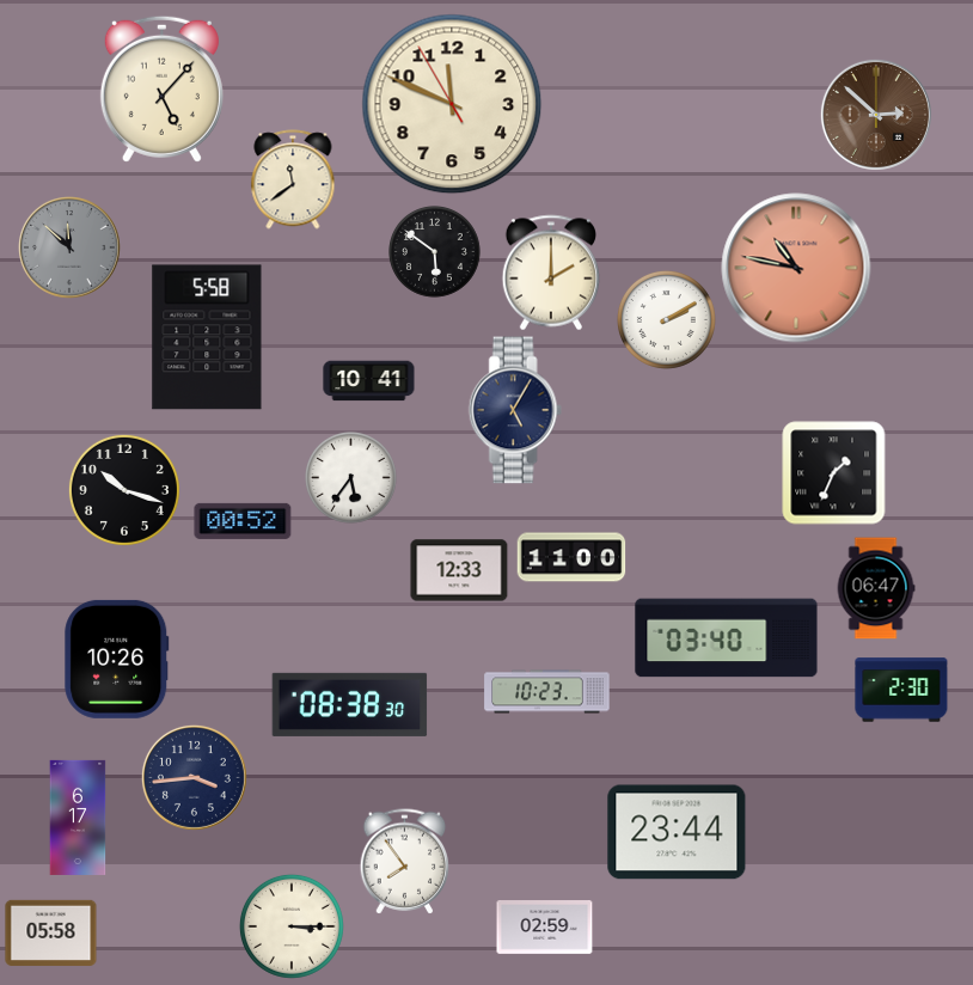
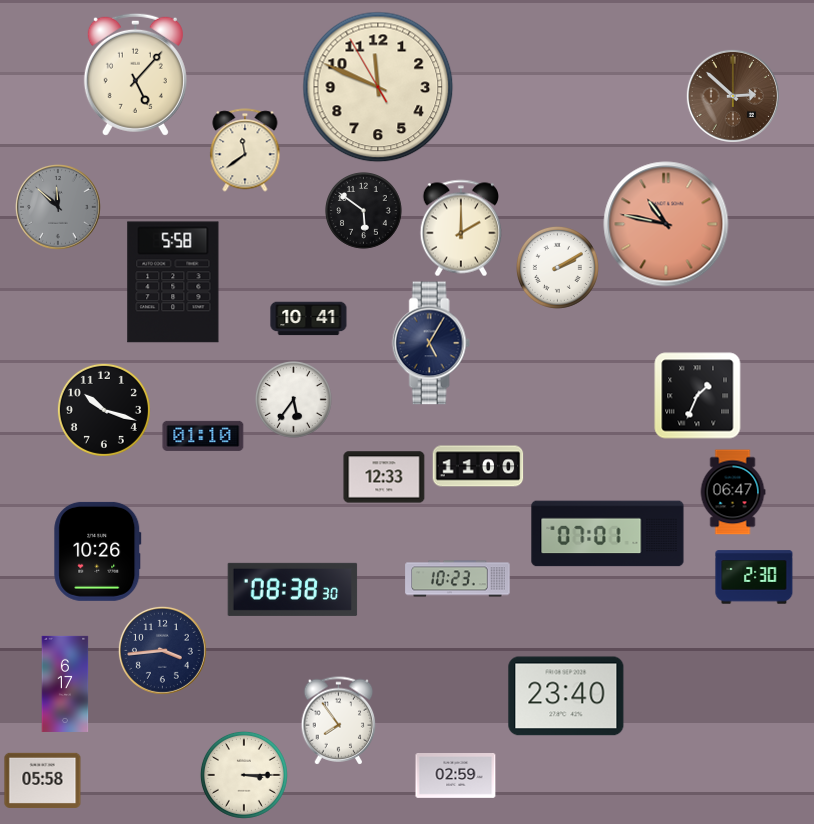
clock at (243, 521): 00:52 -> 01:10
clock at (727, 638): 03:40 -> 07:01
clock at (677, 832): 23:44 -> 23:40
